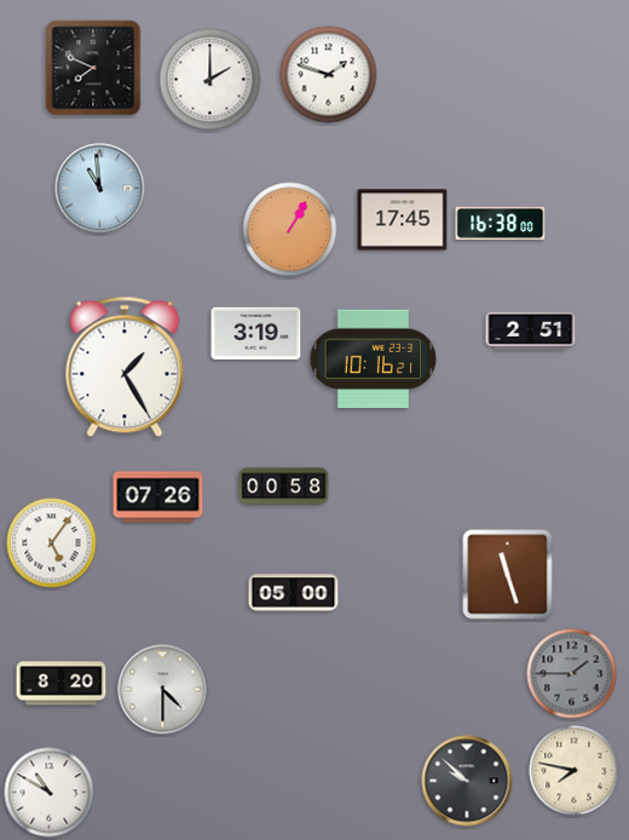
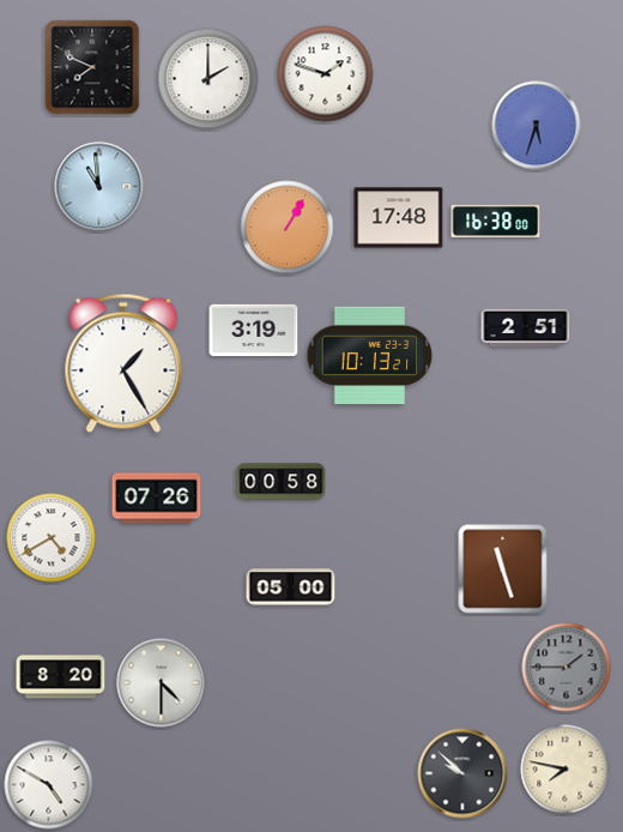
clock at (537, 126): none -> 5:33
clock at (403, 220): 17:45 -> 17:48
clock at (374, 359): 10:16 -> 10:13
clock at (158, 497) position: (158, 497) -> (157, 499)
clock at (52, 543): 5:06 -> 4:40
clock at (575, 771) position: (575, 771) -> (565, 770)
clock at (50, 793): 10:50 -> 4:50
